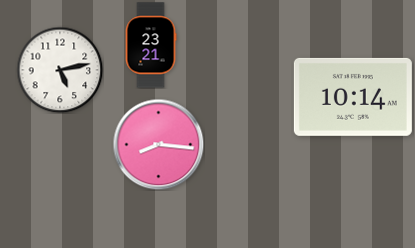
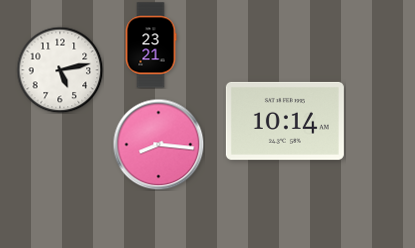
clock at (353, 97) position: (353, 97) -> (285, 121)
